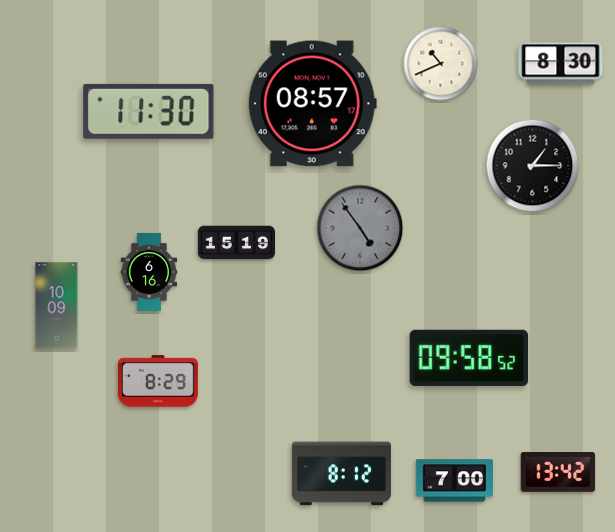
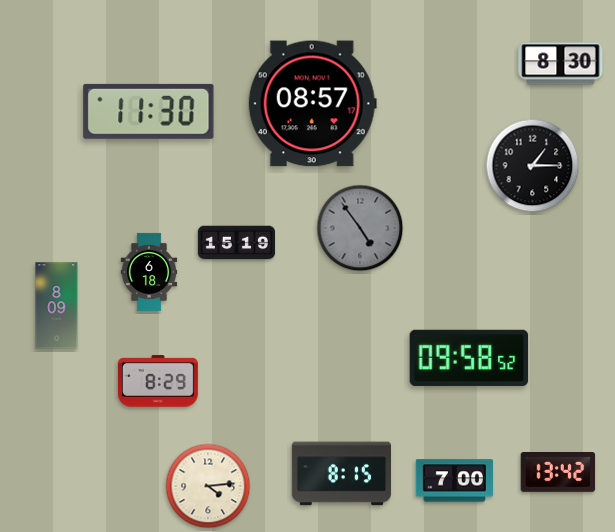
clock at (441, 64): 10:41 -> none
clock at (149, 272): 6:16 -> 6:18
clock at (57, 306): 10:09 -> 8:09
clock at (341, 474): 8:12 -> 8:15
clock at (208, 486): none -> 4:14
